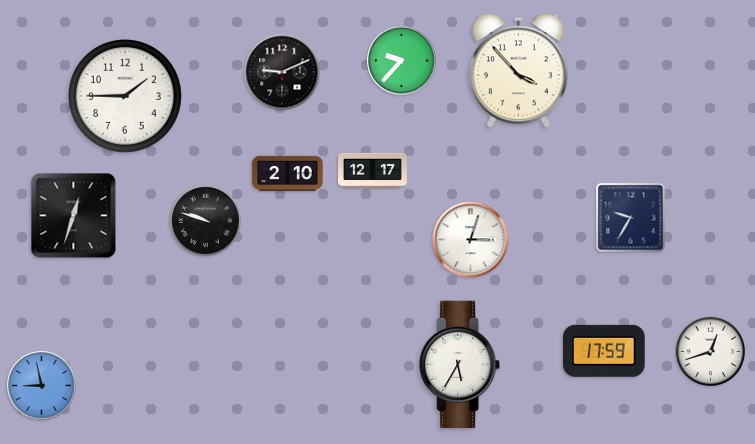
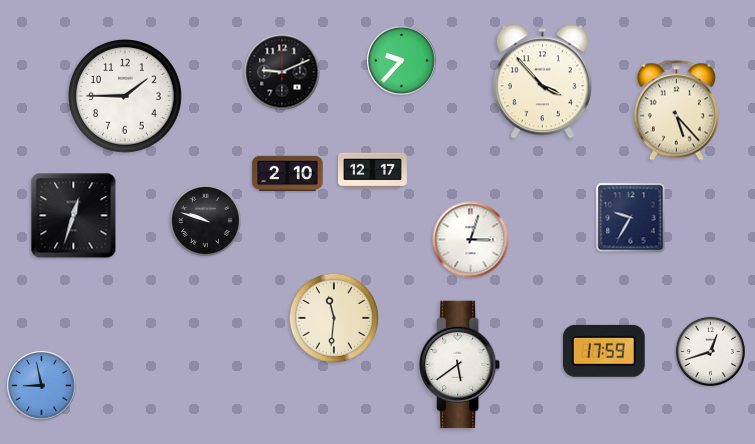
clock at (518, 71) position: (518, 71) -> (542, 82)
clock at (676, 111): none -> 5:23
clock at (333, 317): none -> 11:31
clock at (460, 365): 5:35 -> 5:39
